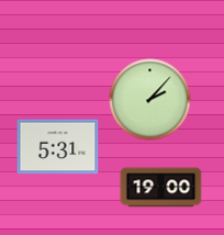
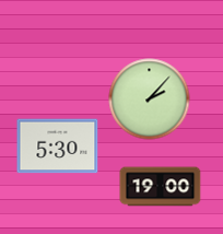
clock at (58, 147): 5:31 -> 5:30
